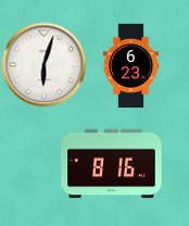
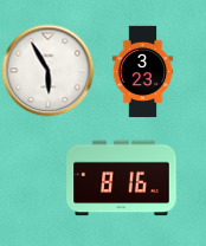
clock at (43, 64): 6:03 -> 5:55
clock at (131, 65): 6:23 -> 3:23
